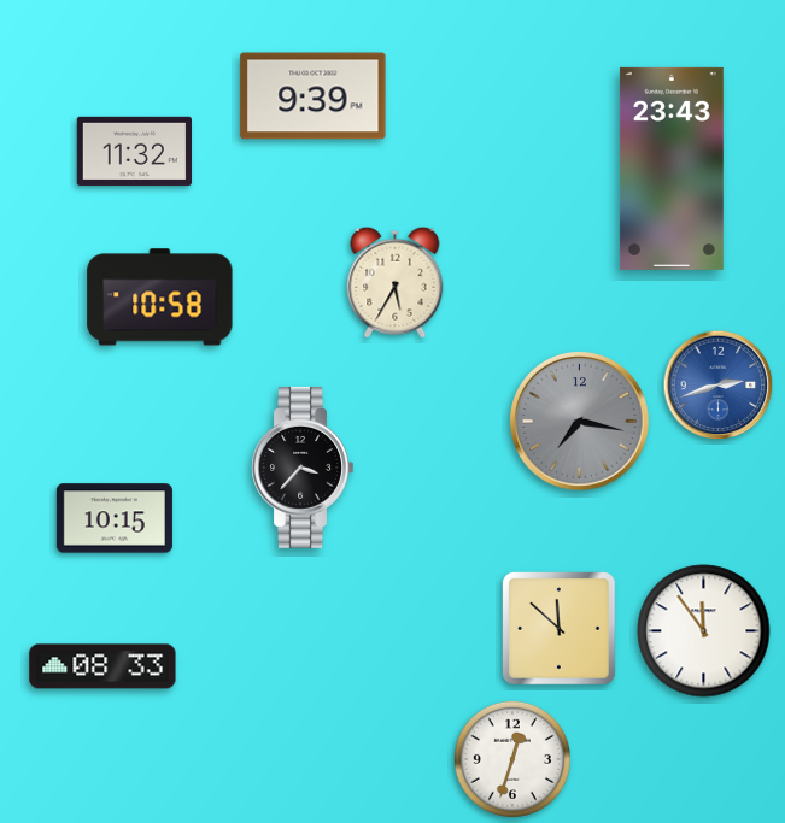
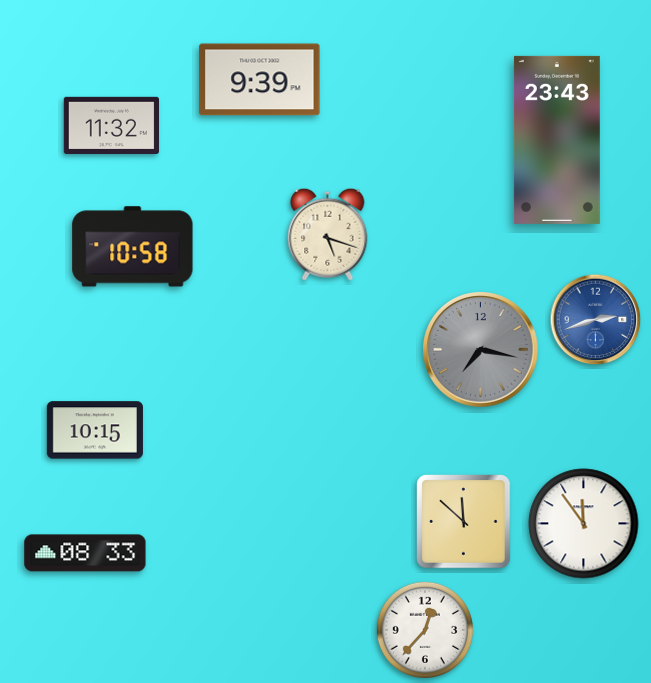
clock at (396, 282): 5:35 -> 5:18
clock at (301, 468): 3:37 -> none
clock at (512, 759): 12:33 -> 12:37
